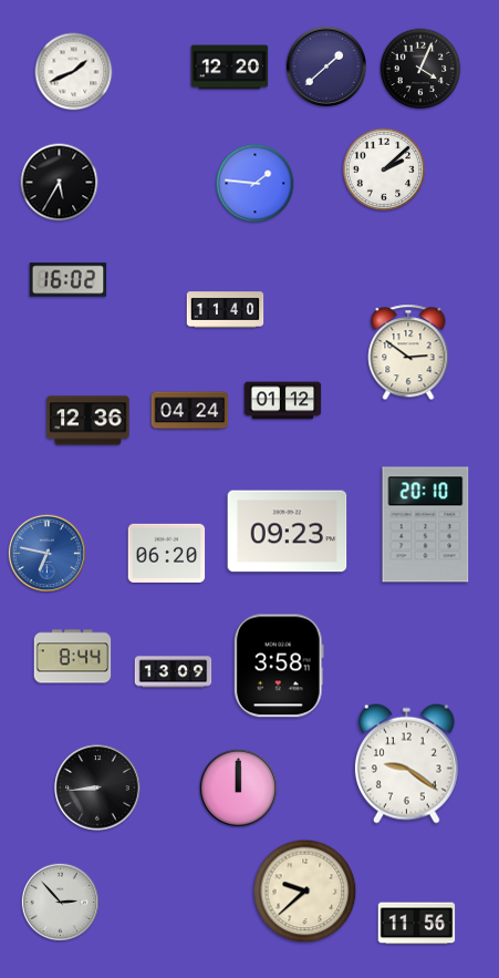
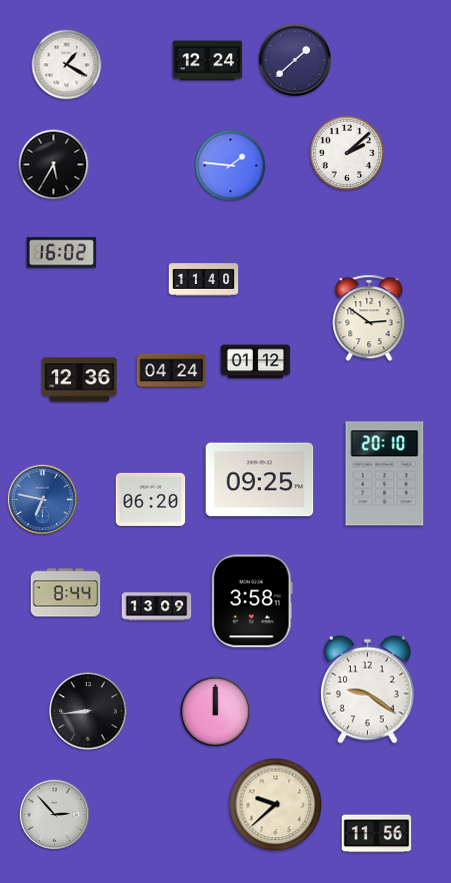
clock at (230, 68): 12:20 -> 12:24
clock at (420, 69): 4:04 -> none
clock at (74, 72): 1:41 -> 1:20
clock at (288, 532): 09:23 -> 09:25
